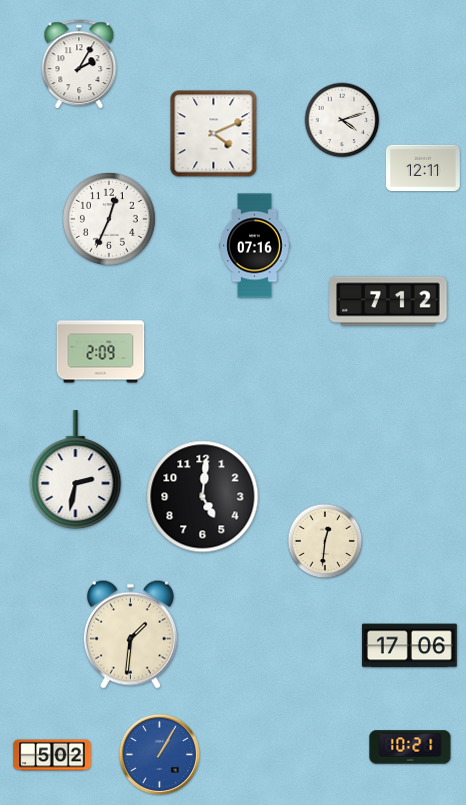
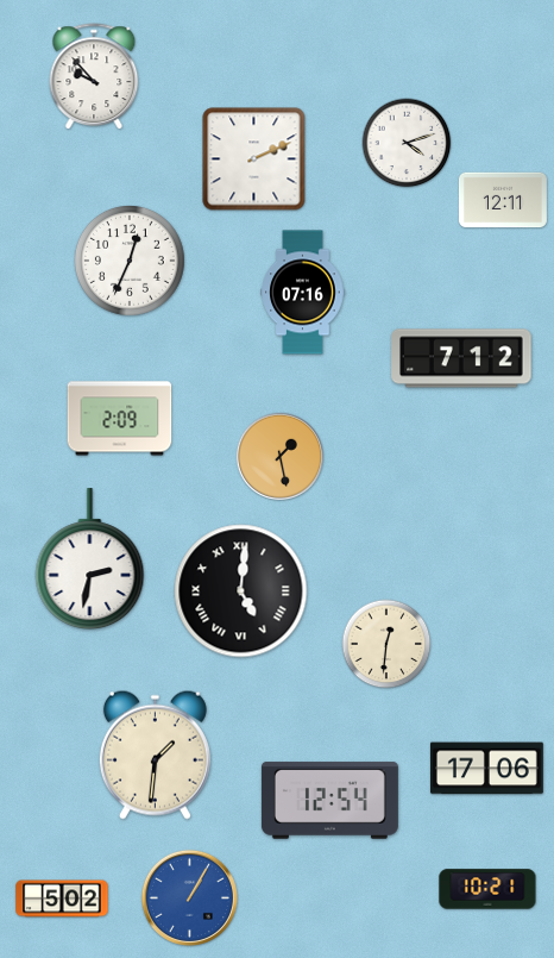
clock at (79, 65): 2:05 -> 9:53
clock at (214, 134): 4:11 -> 2:11
clock at (279, 456): none -> 1:28
clock at (203, 497) numerals: Arabic -> Roman
clock at (329, 801): none -> 12:54
